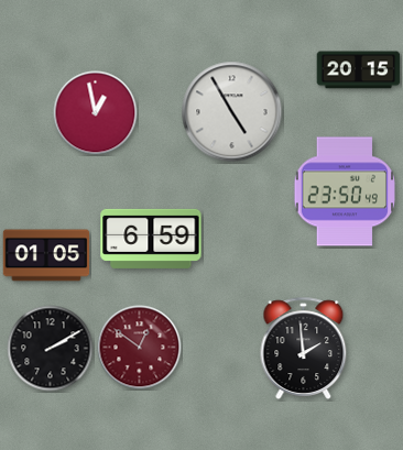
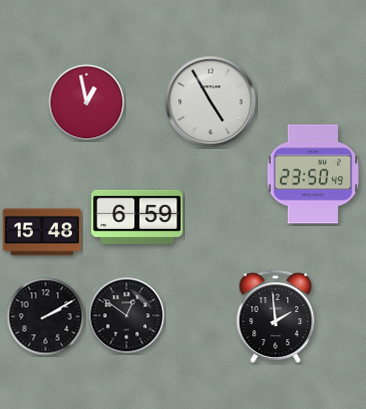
clock at (359, 70): 20:15 -> none
clock at (46, 255): 01:05 -> 15:48
clock at (140, 348) dial: burgundy -> black
